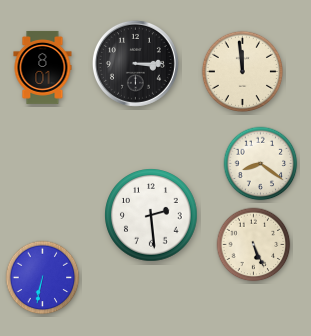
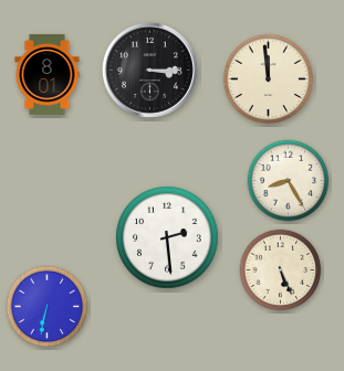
clock at (261, 164): 8:21 -> 8:25
